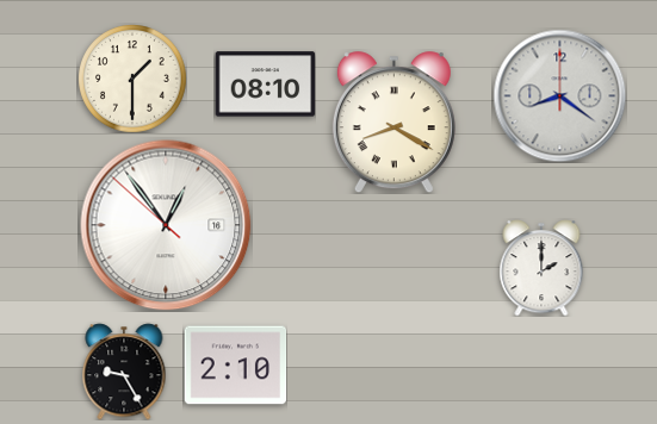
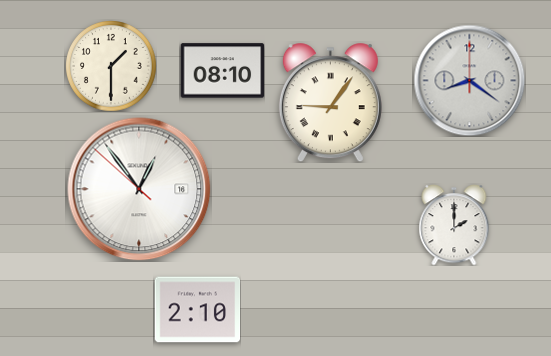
clock at (393, 123): 8:20 -> 9:06
clock at (235, 366) position: (235, 366) -> (197, 310)
clock at (124, 372): 9:25 -> none
